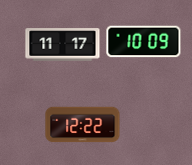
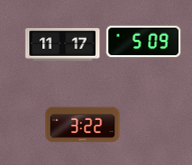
clock at (144, 42): 10:09 -> 5:09
clock at (83, 125): 12:22 -> 3:22
